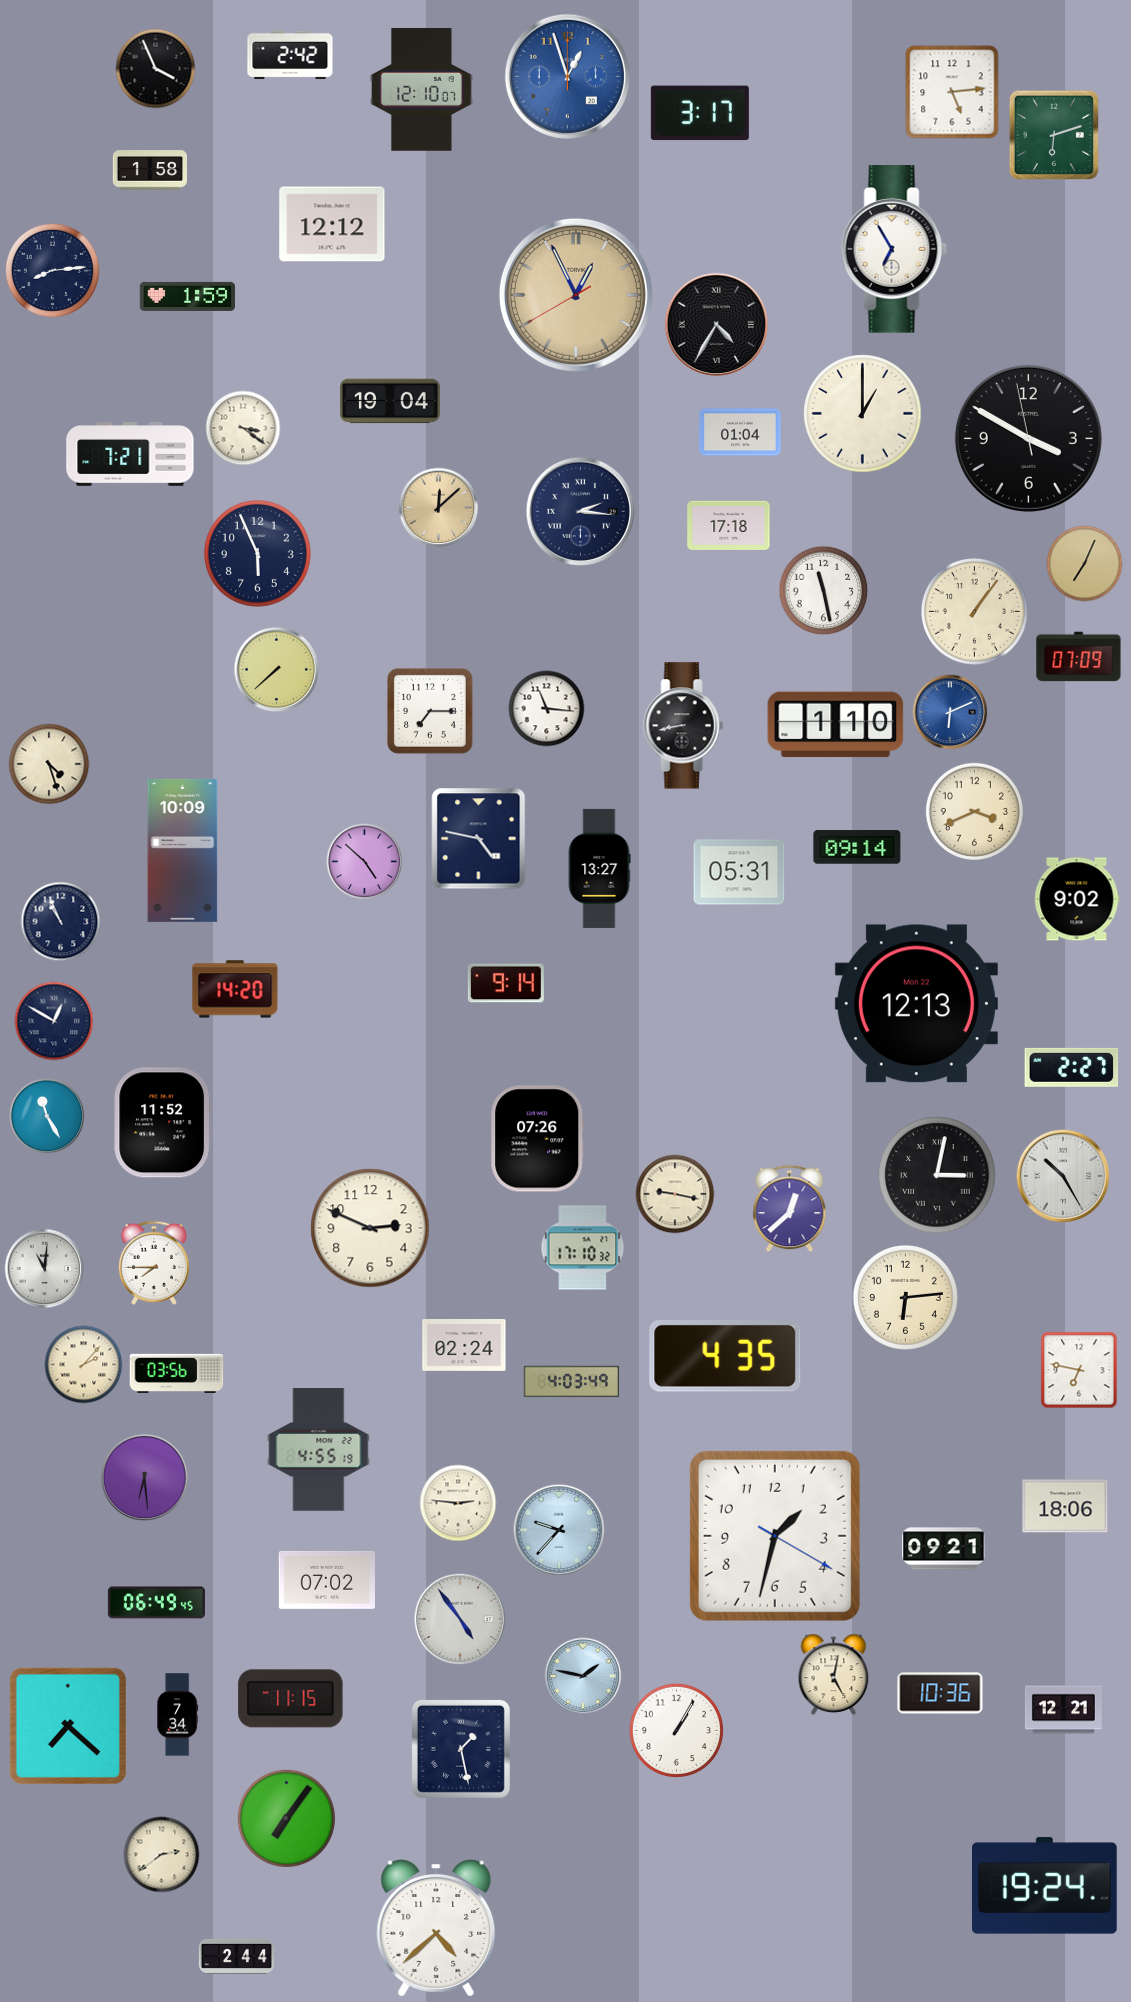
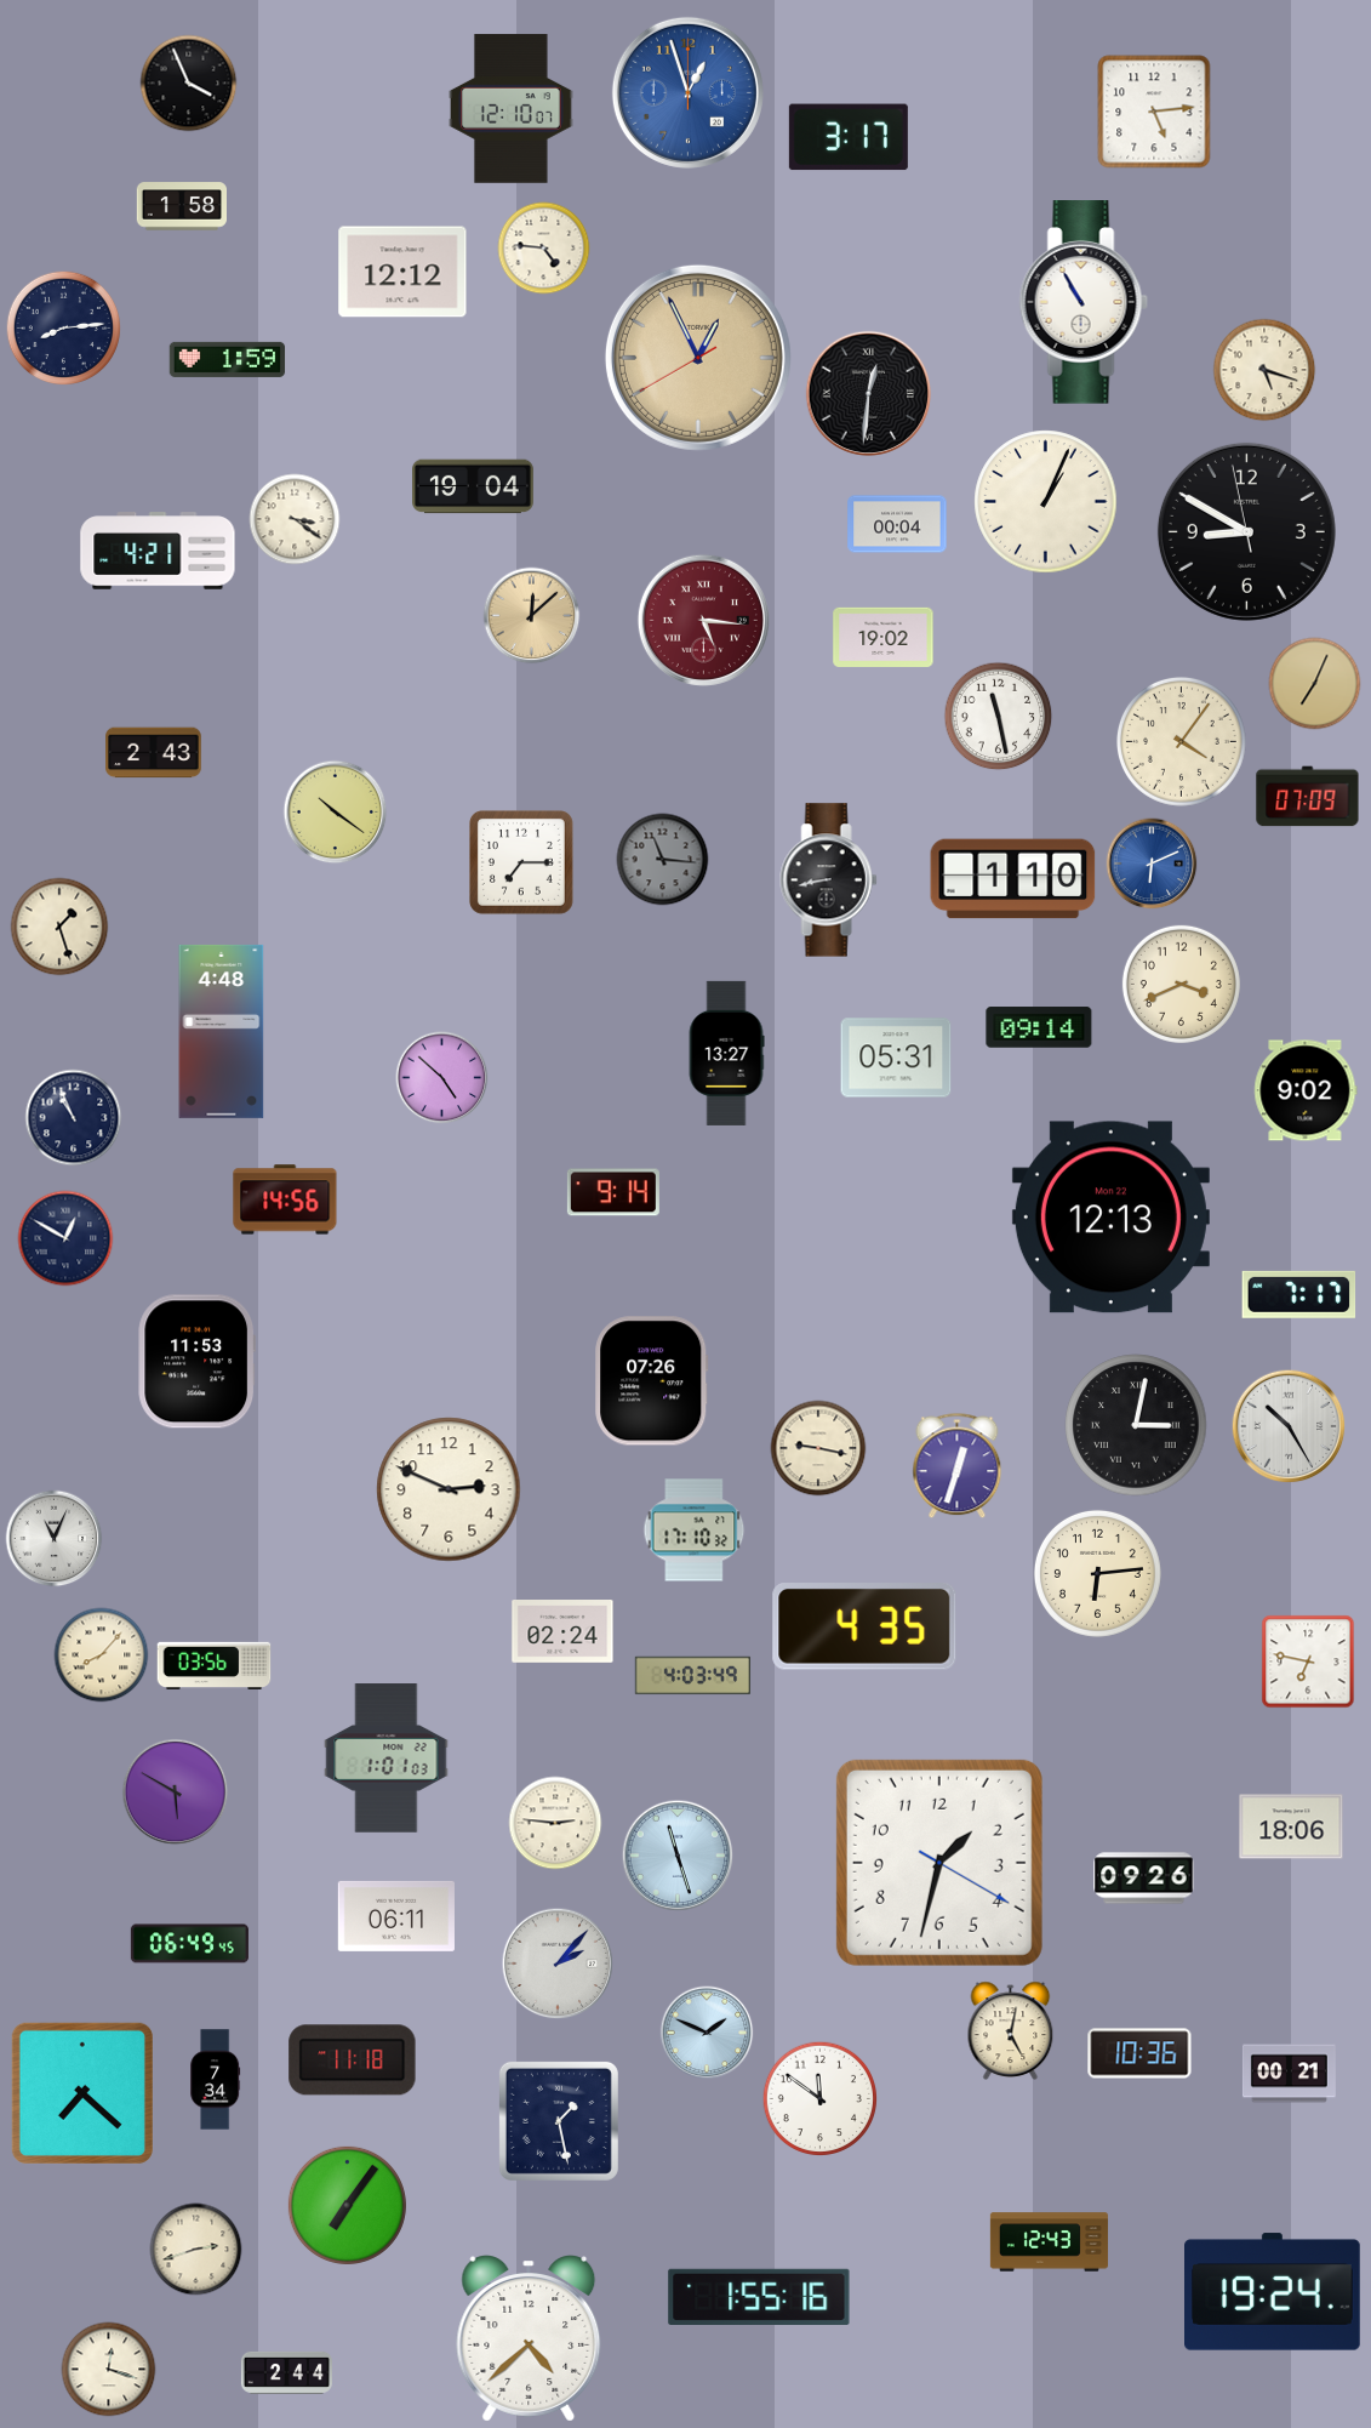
clock at (290, 55): 2:42 -> none
clock at (1053, 134): 6:12 -> none
clock at (544, 249): none -> 4:46
clock at (894, 249): 6:55 -> 10:55
clock at (1264, 370): none -> 5:18
clock at (717, 325): 4:35 -> 12:31
clock at (863, 414): 1:00 -> 1:04
clock at (740, 432): 01:04 -> 00:04
clock at (1028, 438): 3:49 -> 8:49
clock at (130, 454): 7:21 -> 4:21
clock at (580, 511): 2:16 -> 5:16
clock at (580, 511) dial: navy -> burgundy
clock at (729, 525): 17:18 -> 19:02
clock at (257, 553): 5:56 -> none
clock at (974, 611): 1:06 -> 4:06
clock at (154, 753): none -> 2:43
clock at (277, 670): 7:38 -> 10:21
clock at (547, 709) dial: white -> grey
clock at (49, 764): 4:27 -> 1:27
clock at (479, 839): 4:47 -> none
clock at (183, 850): 10:09 -> 4:48
clock at (365, 862) position: (365, 862) -> (442, 1078)
clock at (235, 989): 14:20 -> 14:56
clock at (1072, 1067): 2:27 -> 7:17
clock at (47, 1116): 11:25 -> none
clock at (162, 1123): 11:52 -> 11:53
clock at (790, 1209): 12:38 -> 12:33
clock at (583, 1248) position: (583, 1248) -> (695, 1531)
clock at (154, 1263): 7:45 -> none
clock at (45, 1269): 11:01 -> 11:04
clock at (725, 1357) position: (725, 1357) -> (864, 1628)
clock at (84, 1365): 2:07 -> 8:07
clock at (319, 1450): 4:55 -> 1:01
clock at (145, 1478): 6:29 -> 5:50
clock at (559, 1530): 9:37 -> 11:27
clock at (944, 1549): 09:21 -> 09:26
clock at (327, 1580): 07:02 -> 06:11
clock at (460, 1619): 4:54 -> 2:07
clock at (583, 1676): 1:47 -> 1:49
clock at (291, 1699): 11:15 -> 11:18
clock at (1063, 1710): 12:21 -> 00:21
clock at (676, 1730): 1:05 -> 11:51
clock at (1049, 2242): none -> 12:43
clock at (162, 1855): 2:39 -> 2:42
clock at (1045, 1886) position: (1045, 1886) -> (1273, 2292)
clock at (759, 2296): none -> 1:55
clock at (109, 2370): none -> 12:18
